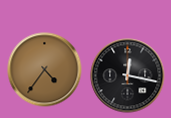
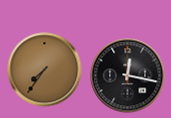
clock at (45, 70): 4:36 -> 7:36
